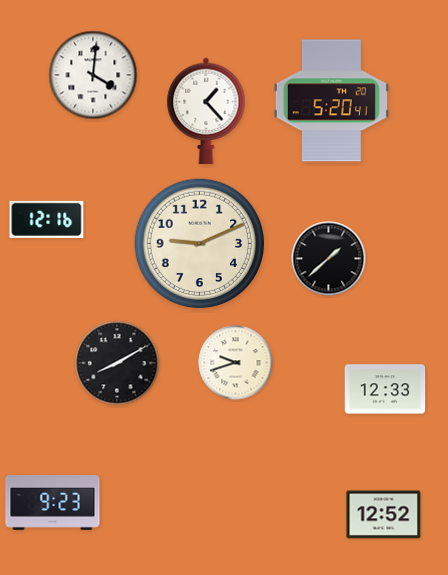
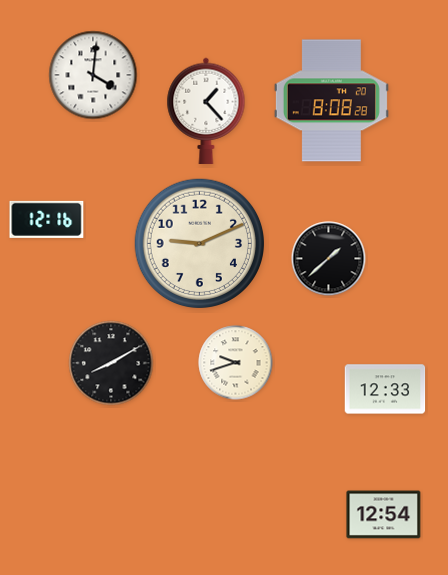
clock at (331, 101): 5:20 -> 8:08
clock at (117, 363) position: (117, 363) -> (111, 363)
clock at (53, 503): 9:23 -> none
clock at (384, 515): 12:52 -> 12:54
